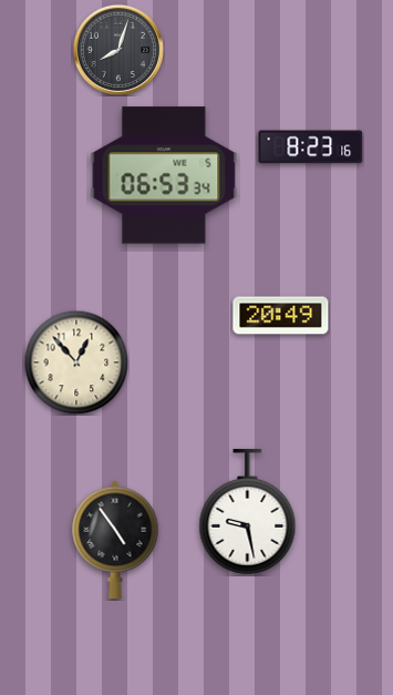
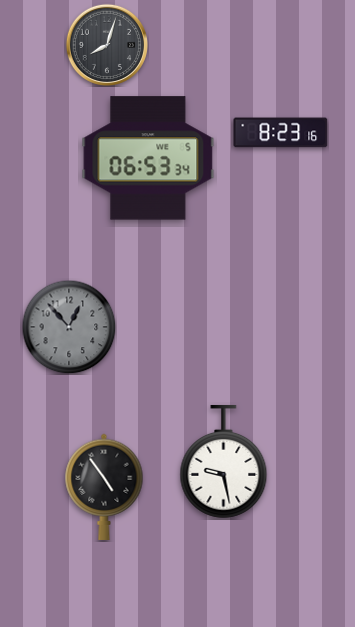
clock at (281, 316): 20:49 -> none
clock at (76, 362) dial: cream -> grey
